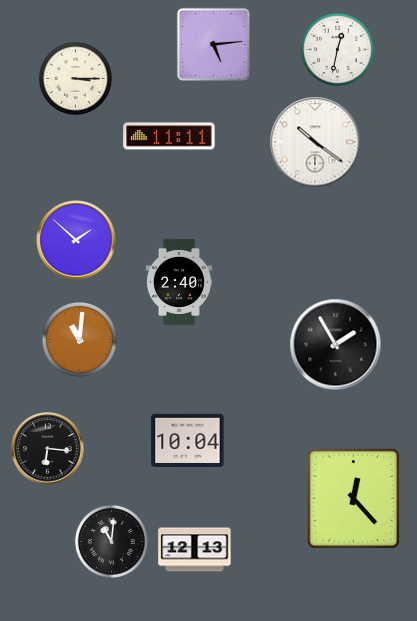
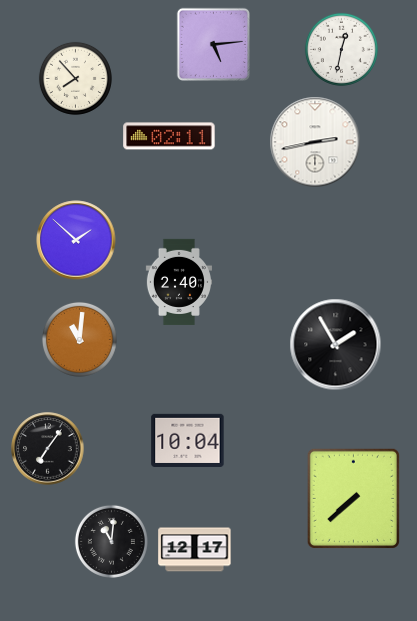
clock at (337, 49) position: (337, 49) -> (341, 49)
clock at (75, 78): 3:15 -> 7:53
clock at (169, 136): 11:11 -> 02:11
clock at (315, 142): 10:21 -> 2:43
clock at (48, 449): 6:16 -> 7:06
clock at (353, 498): 12:23 -> 7:38
clock at (195, 550): 12:13 -> 12:17
